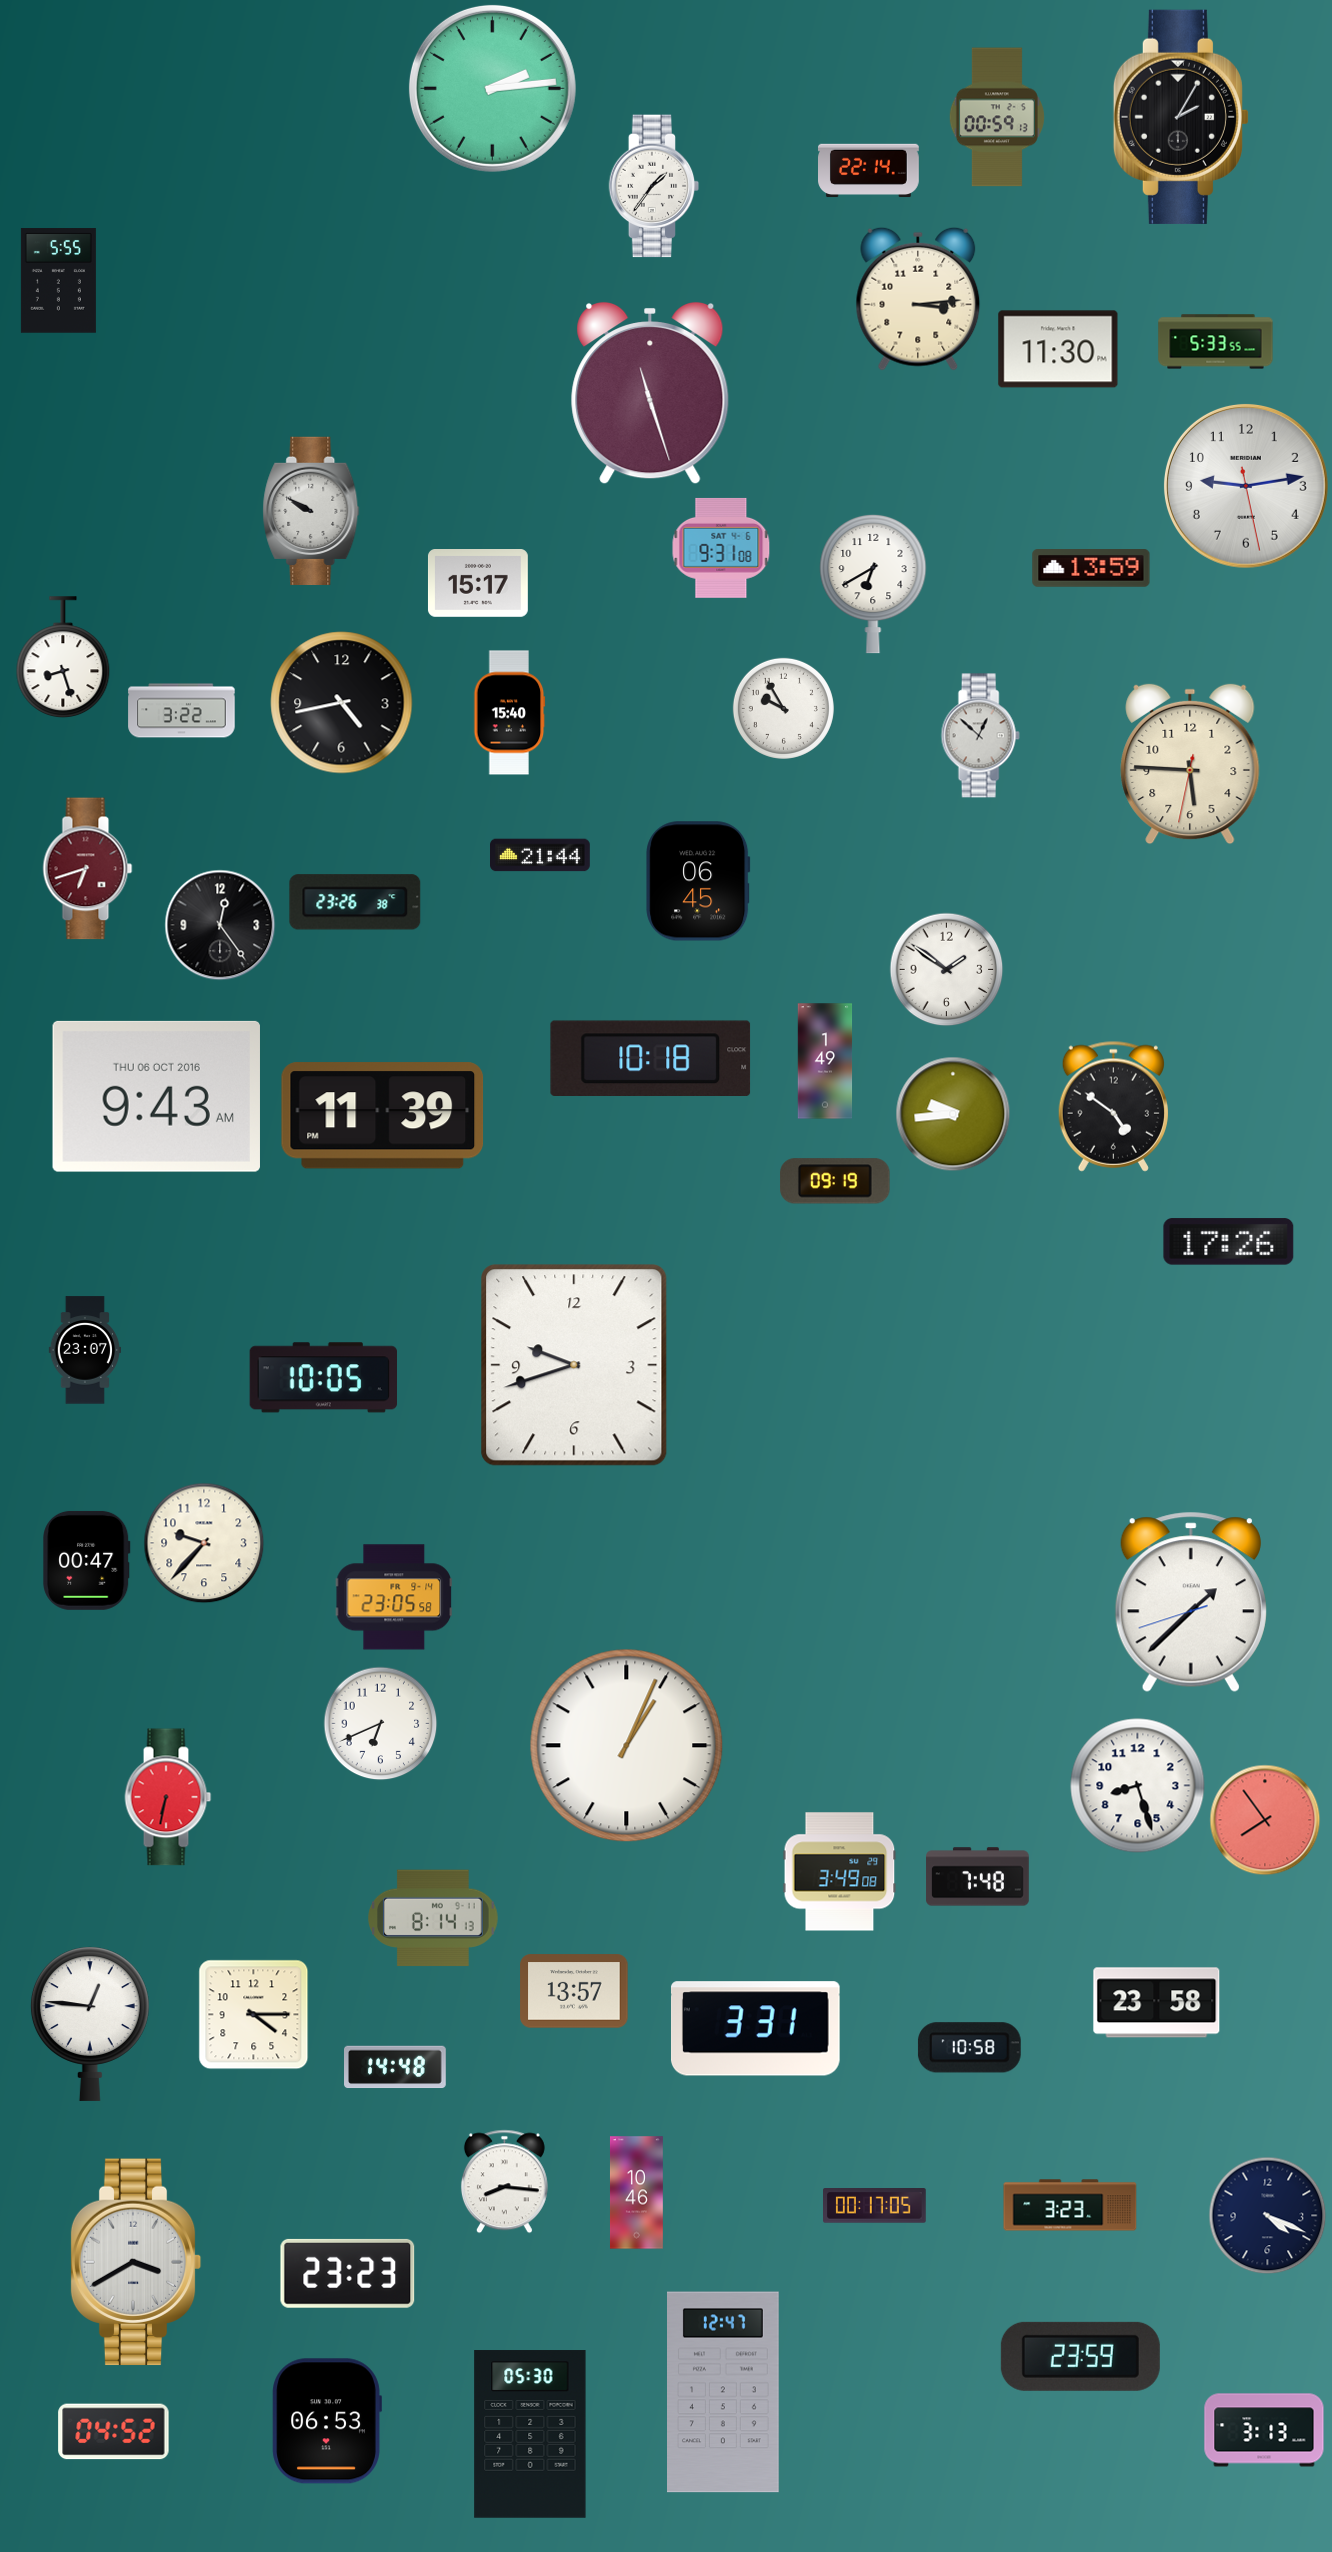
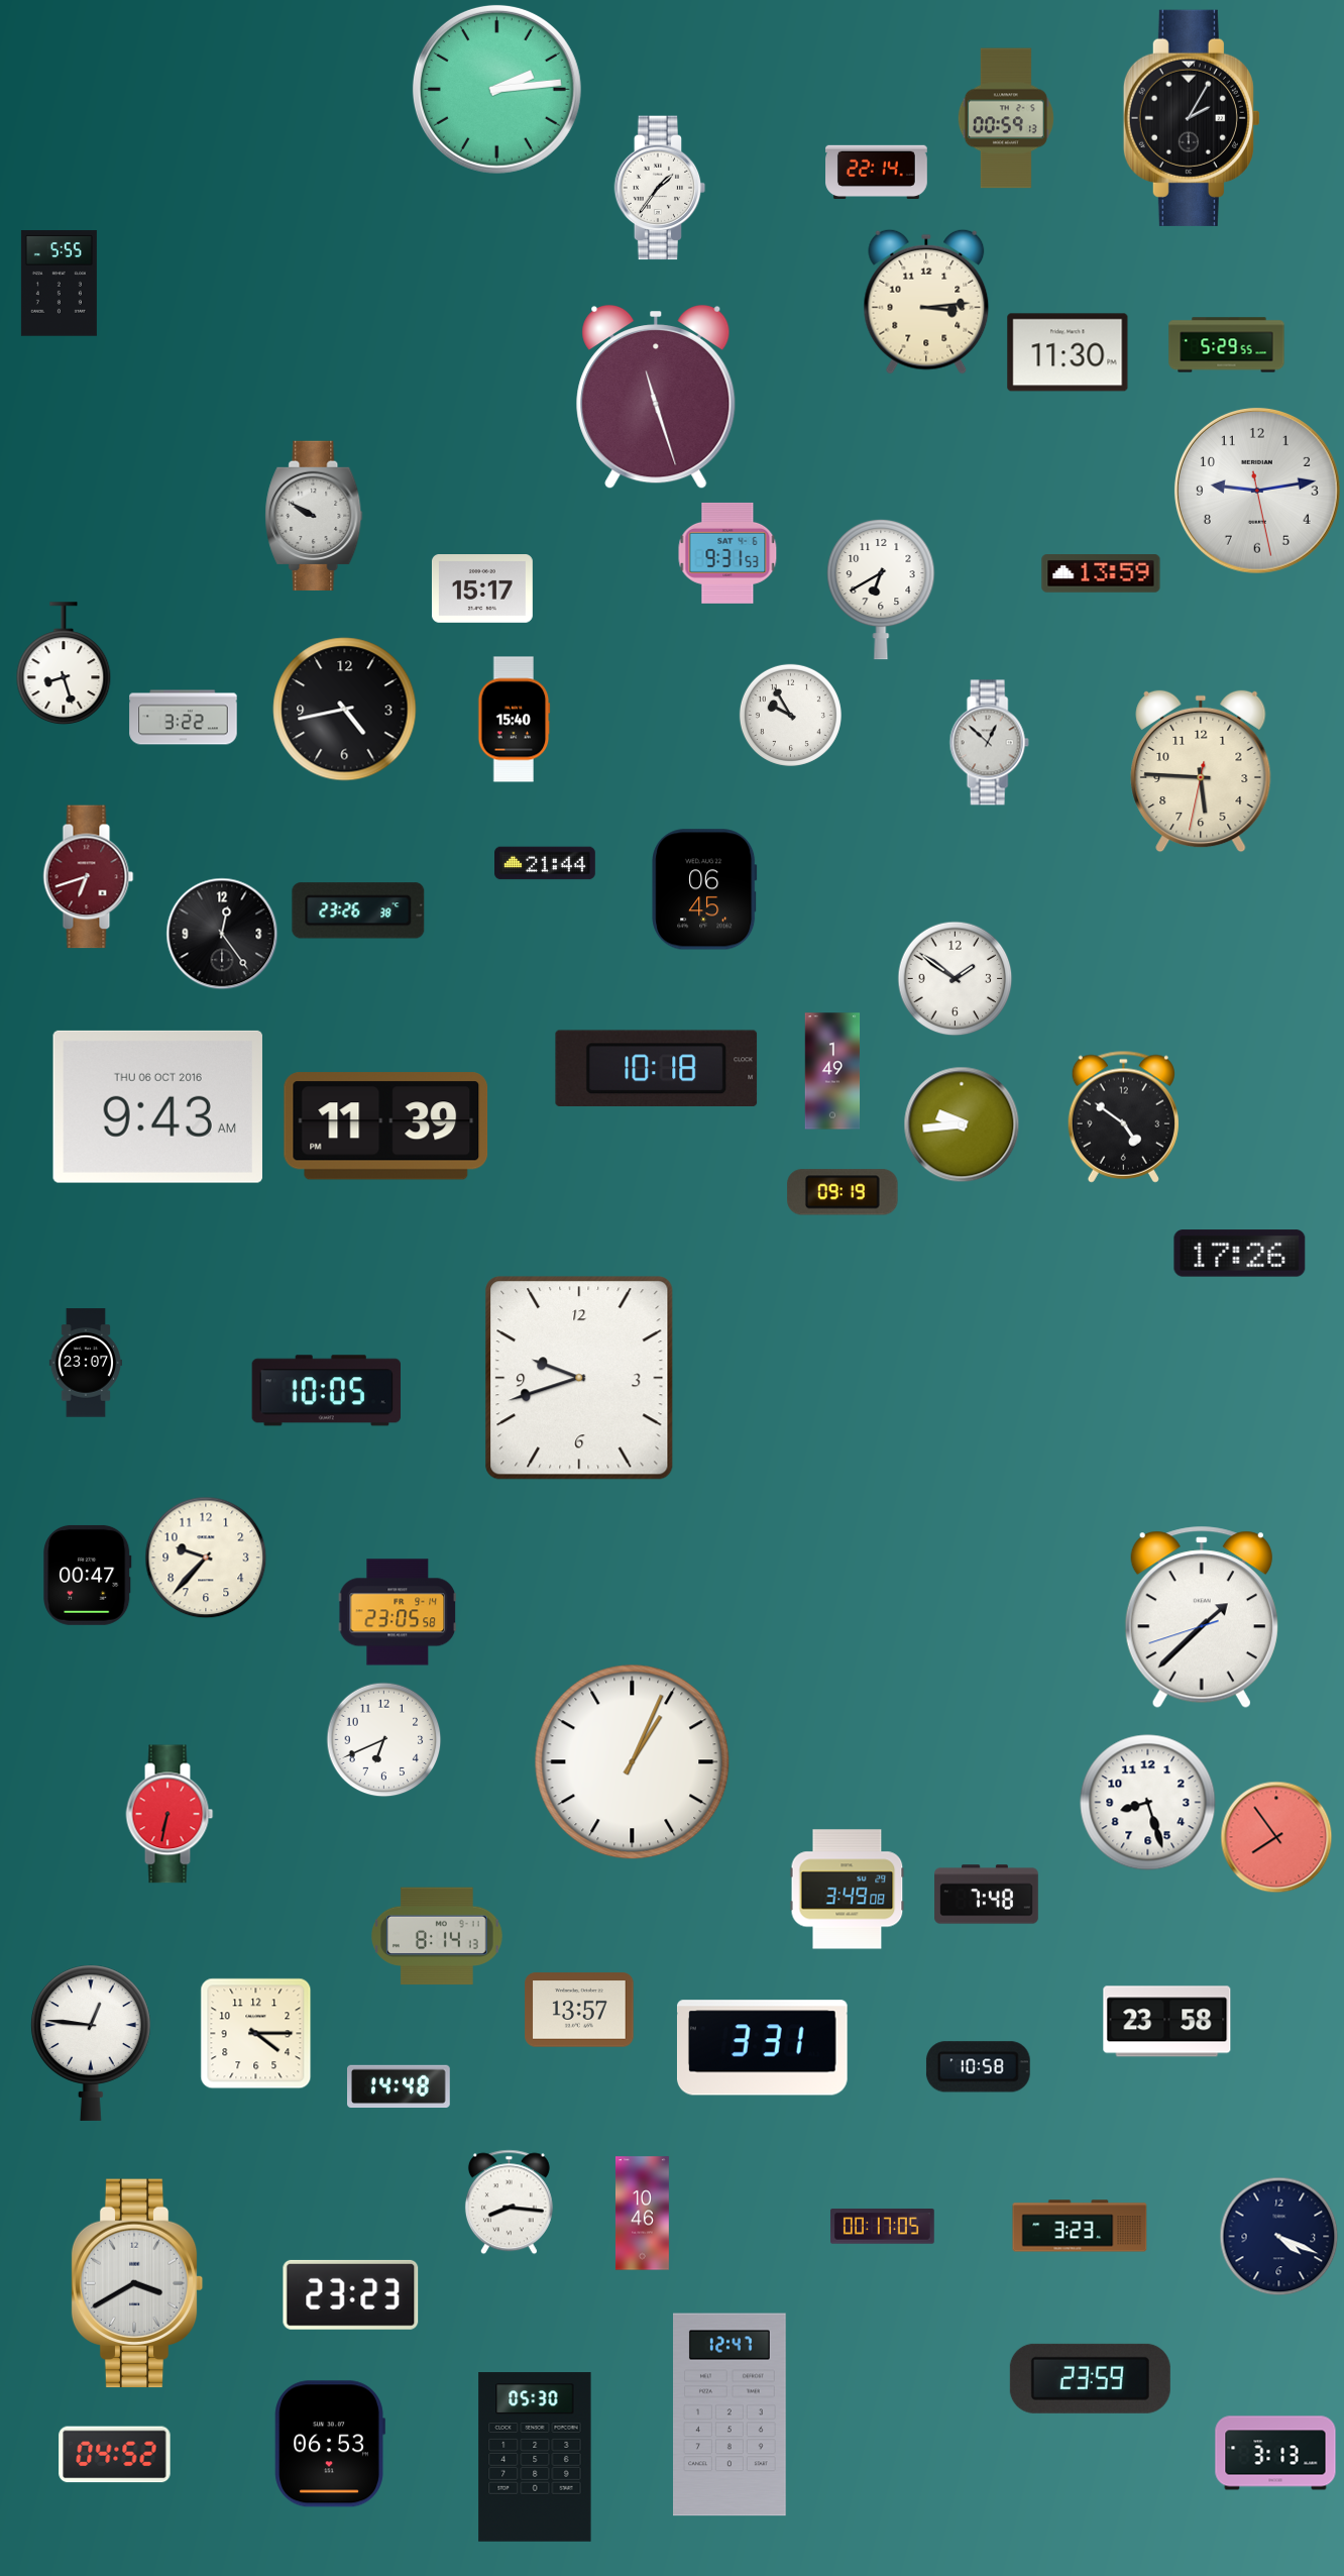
clock at (1216, 342): 5:33 -> 5:29
clock at (721, 548): 9:31:08 -> 9:31:53
